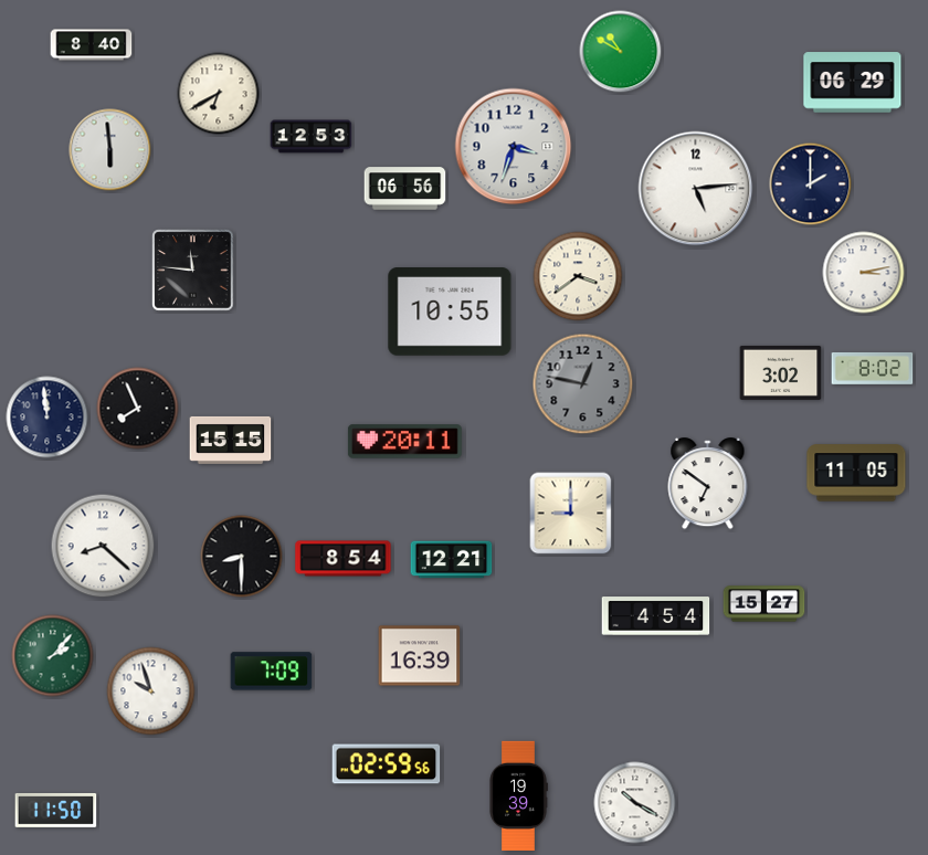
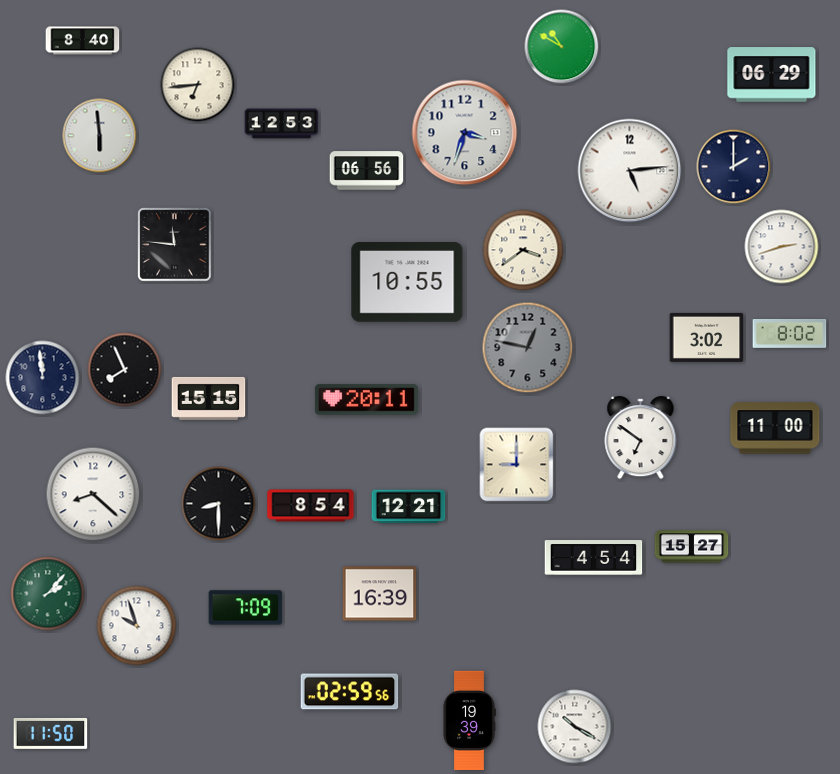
clock at (219, 94): 6:40 -> 6:44
clock at (864, 273): 3:13 -> 2:42
clock at (856, 473): 11:05 -> 11:00
